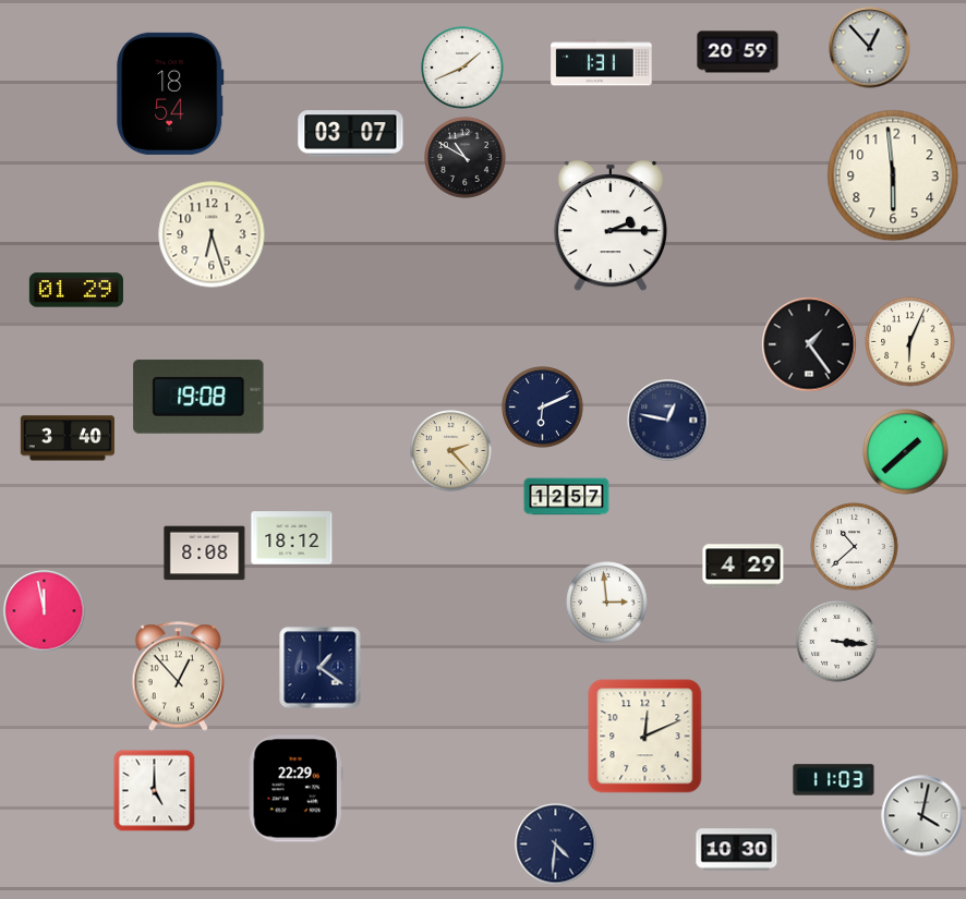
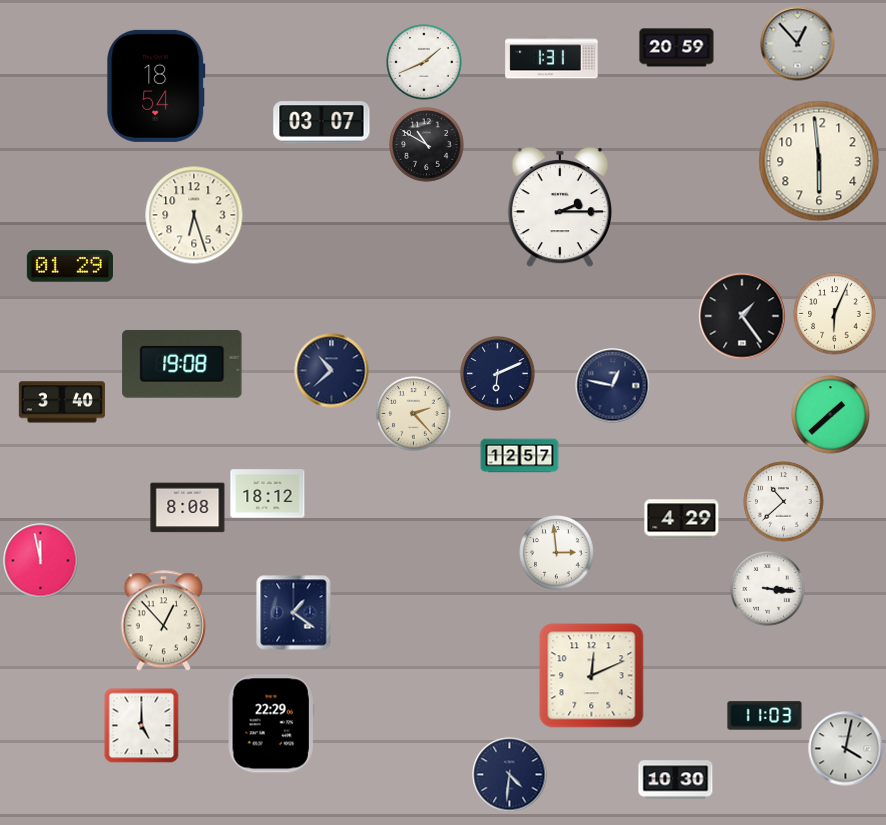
clock at (332, 371): none -> 10:38
